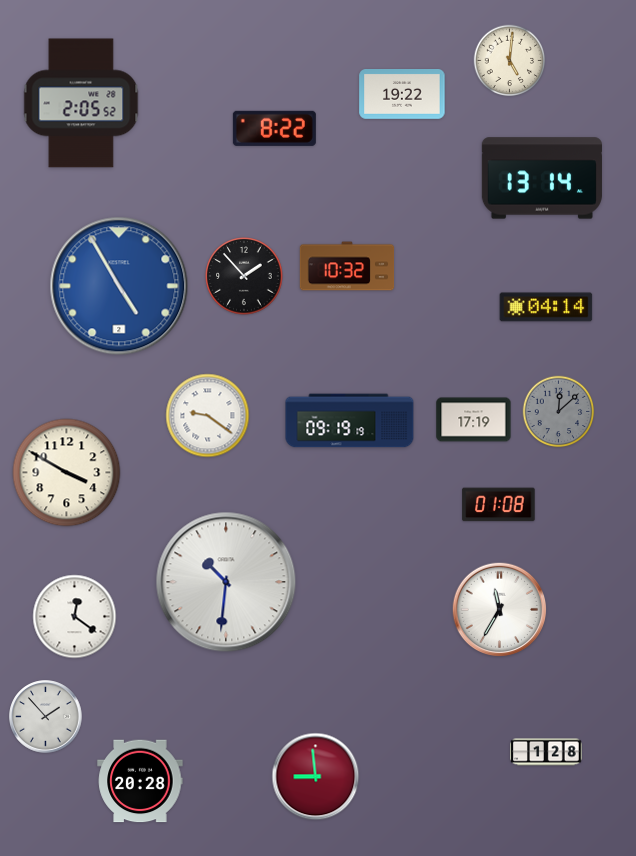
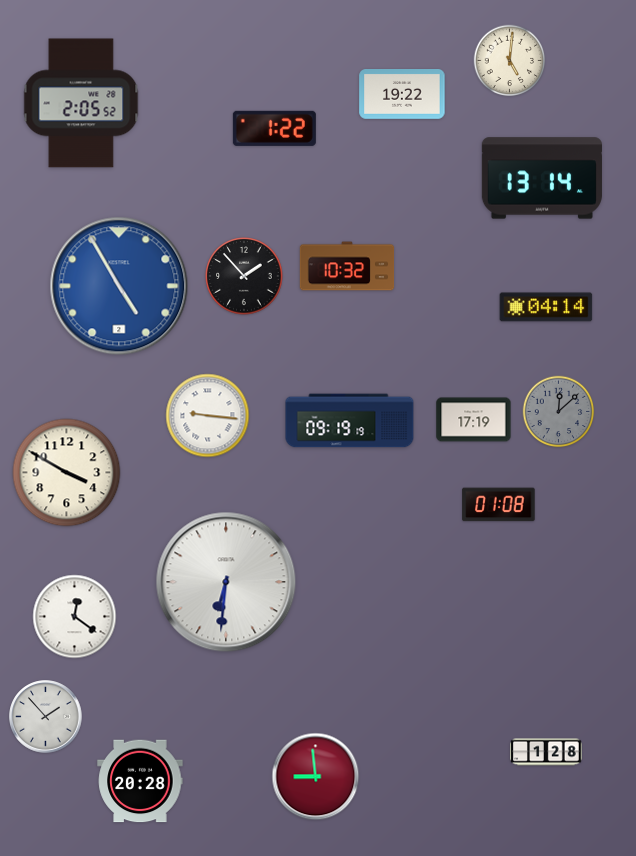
clock at (274, 128): 8:22 -> 1:22
clock at (208, 416): 9:21 -> 9:16
clock at (226, 582): 10:31 -> 6:31
clock at (500, 610): 11:35 -> none
